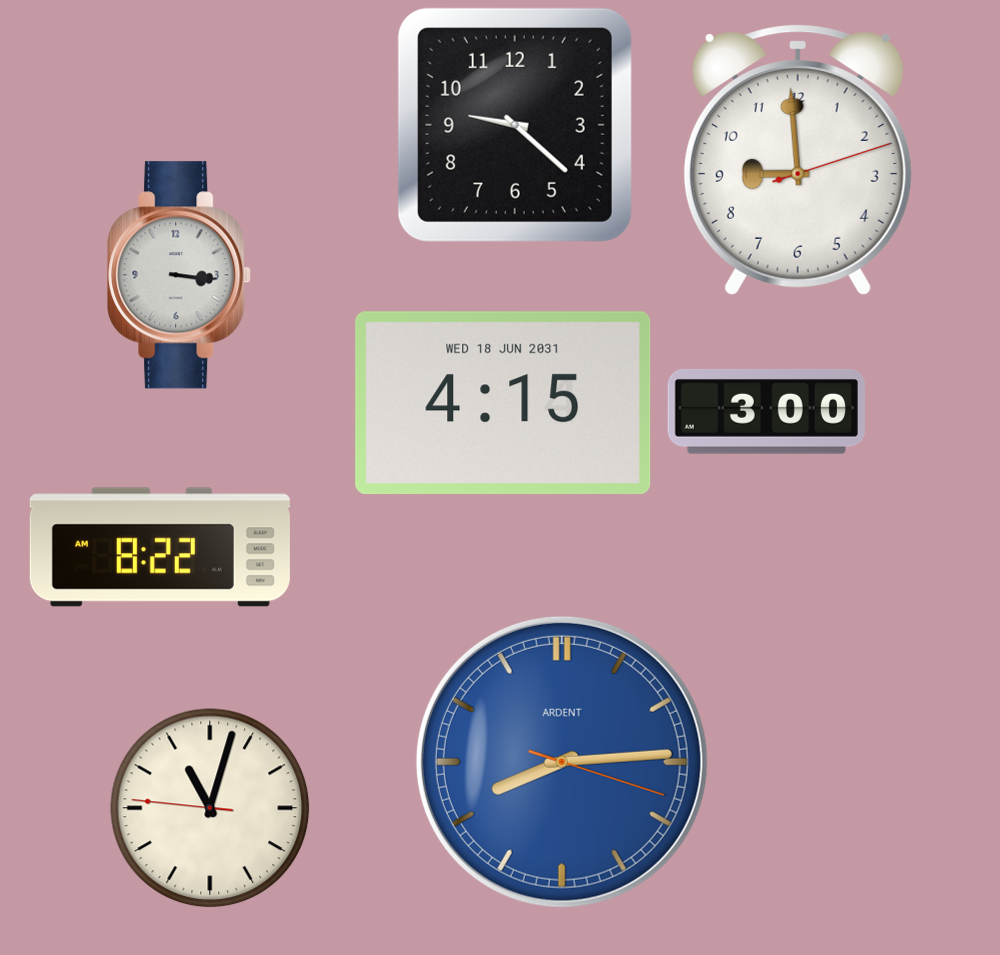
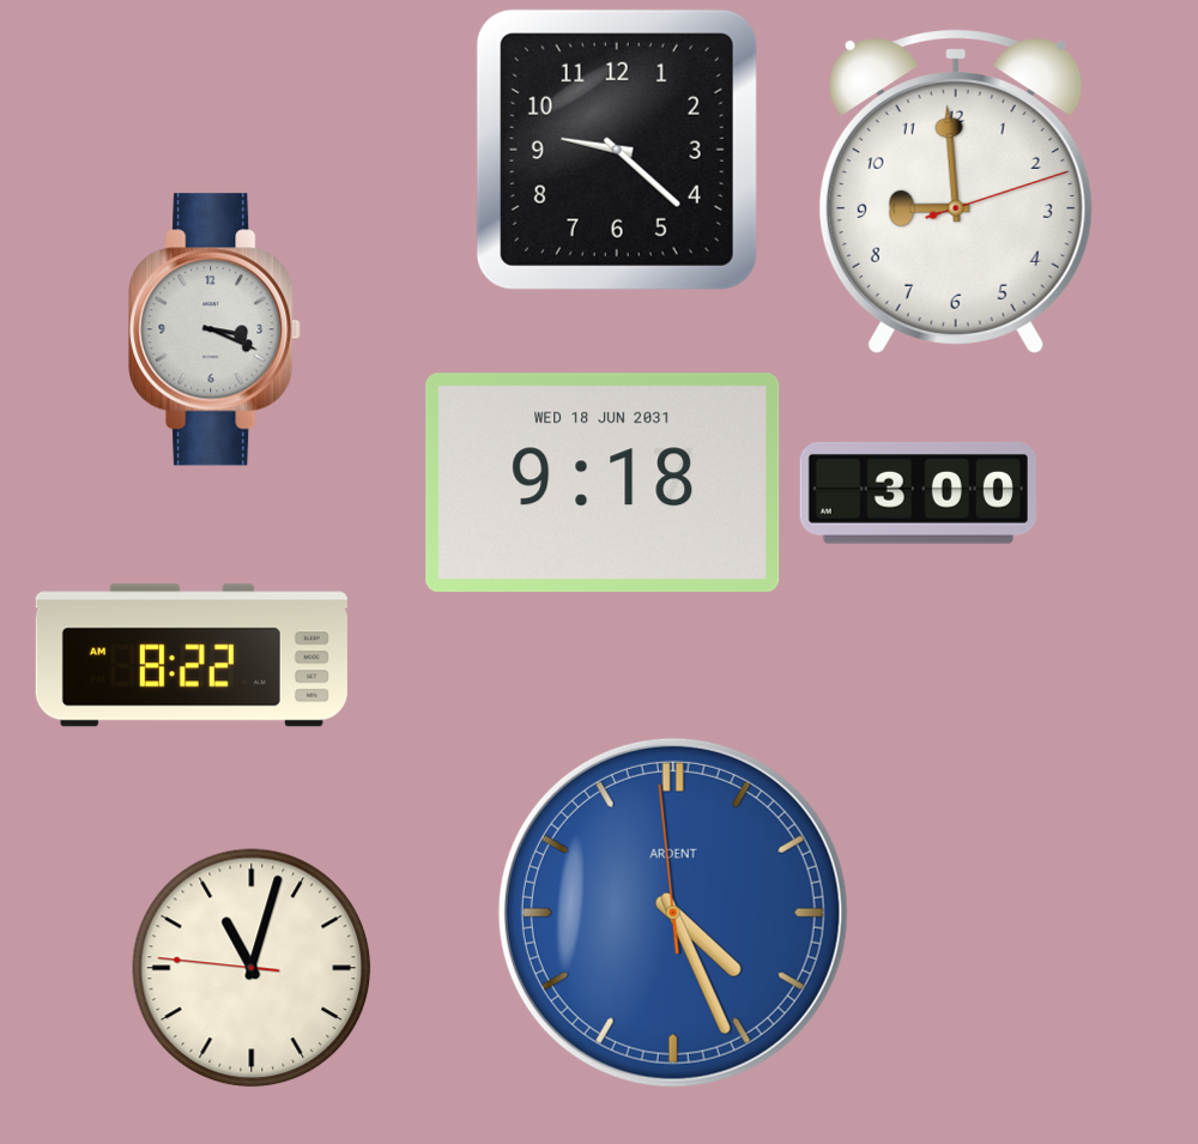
clock at (179, 275): 3:16 -> 3:19
clock at (503, 402): 4:15 -> 9:18
clock at (562, 762): 8:14 -> 4:25
